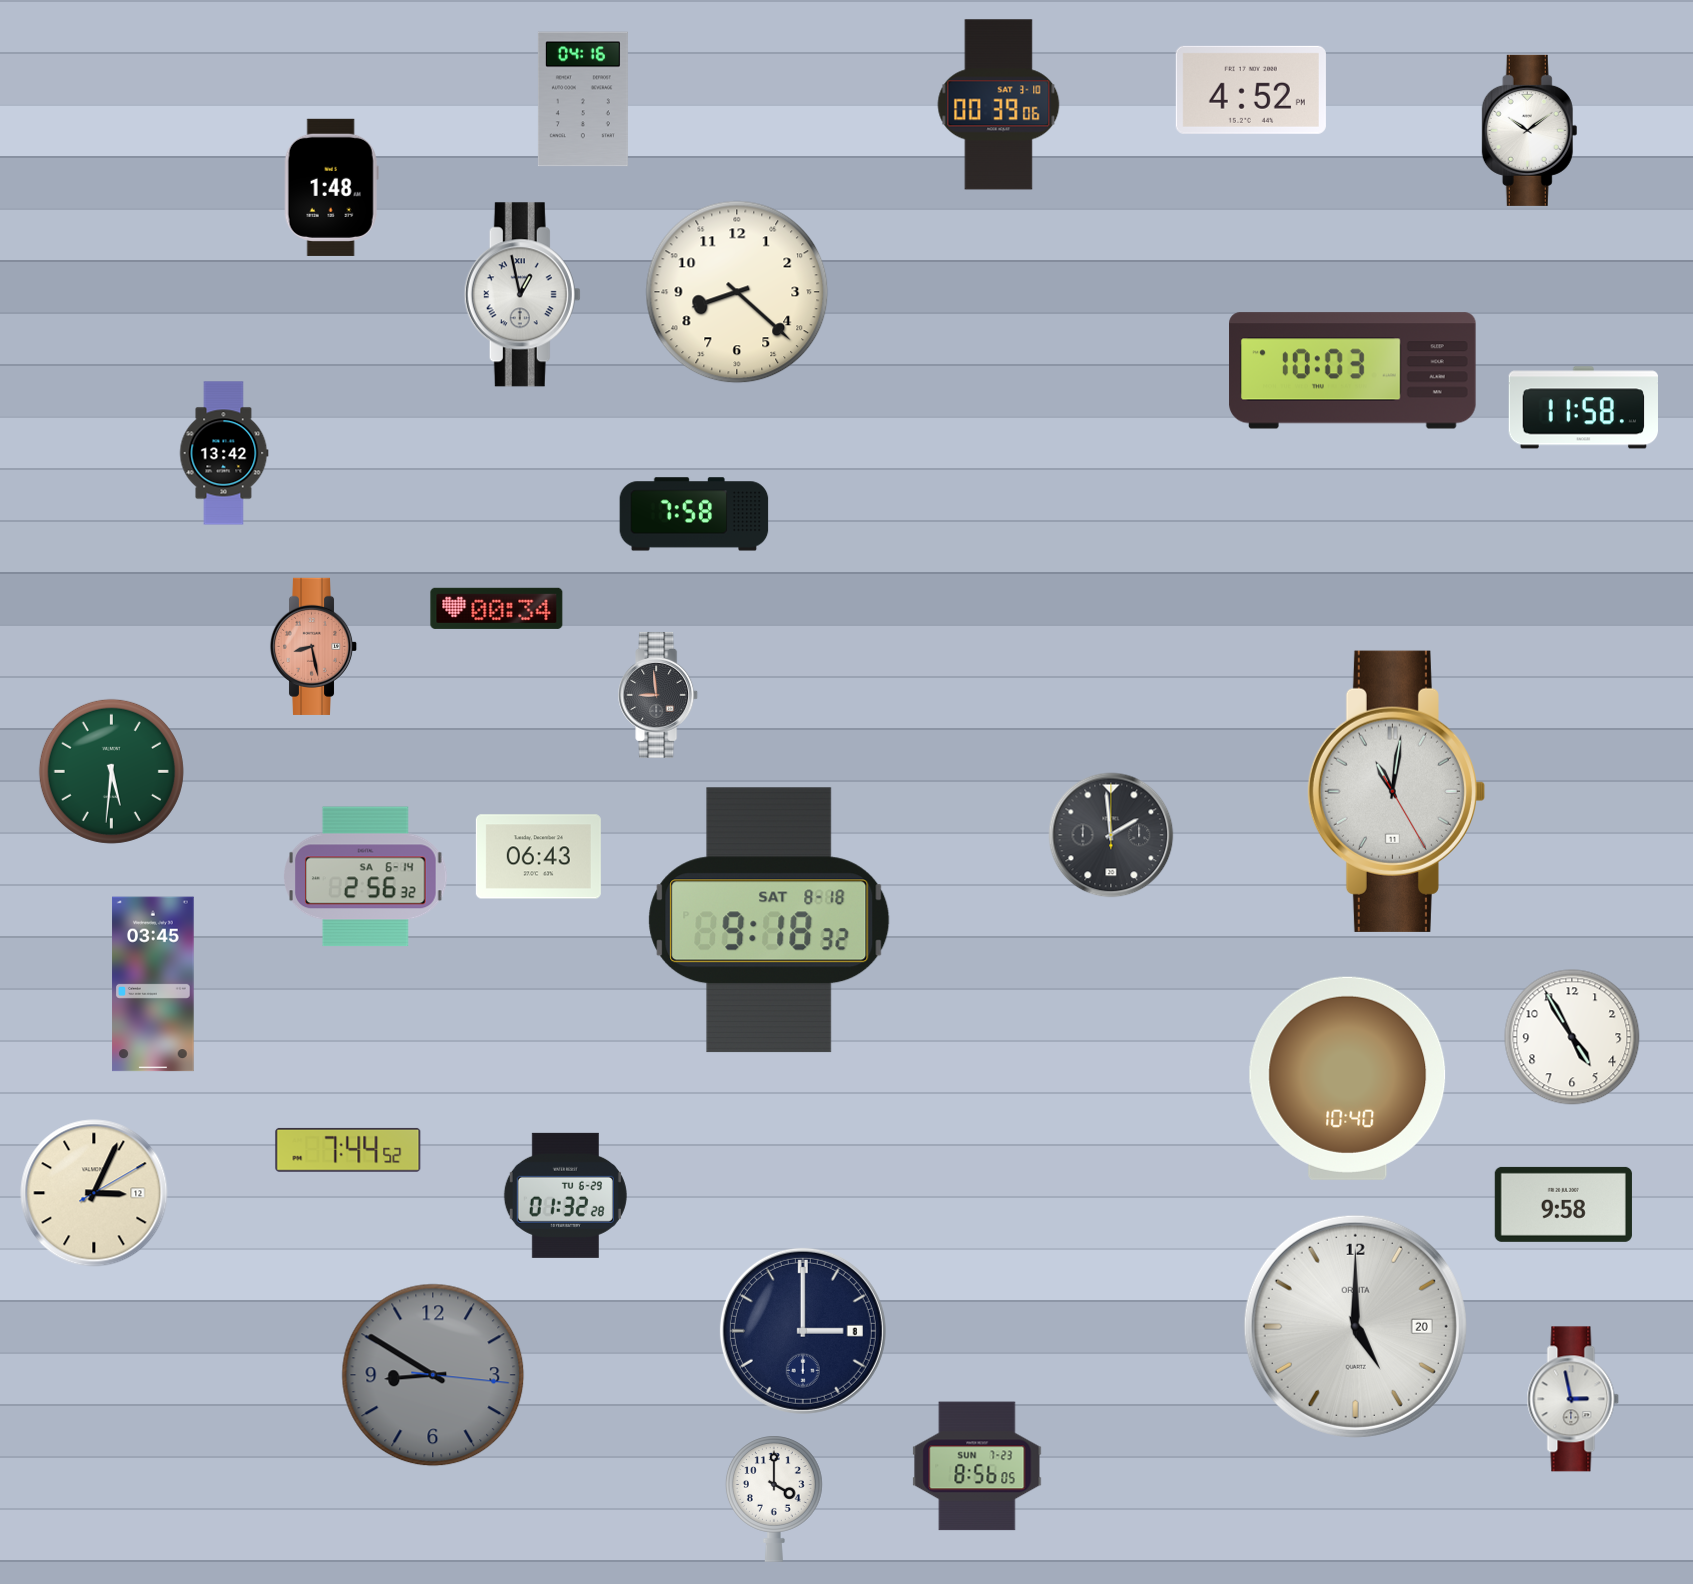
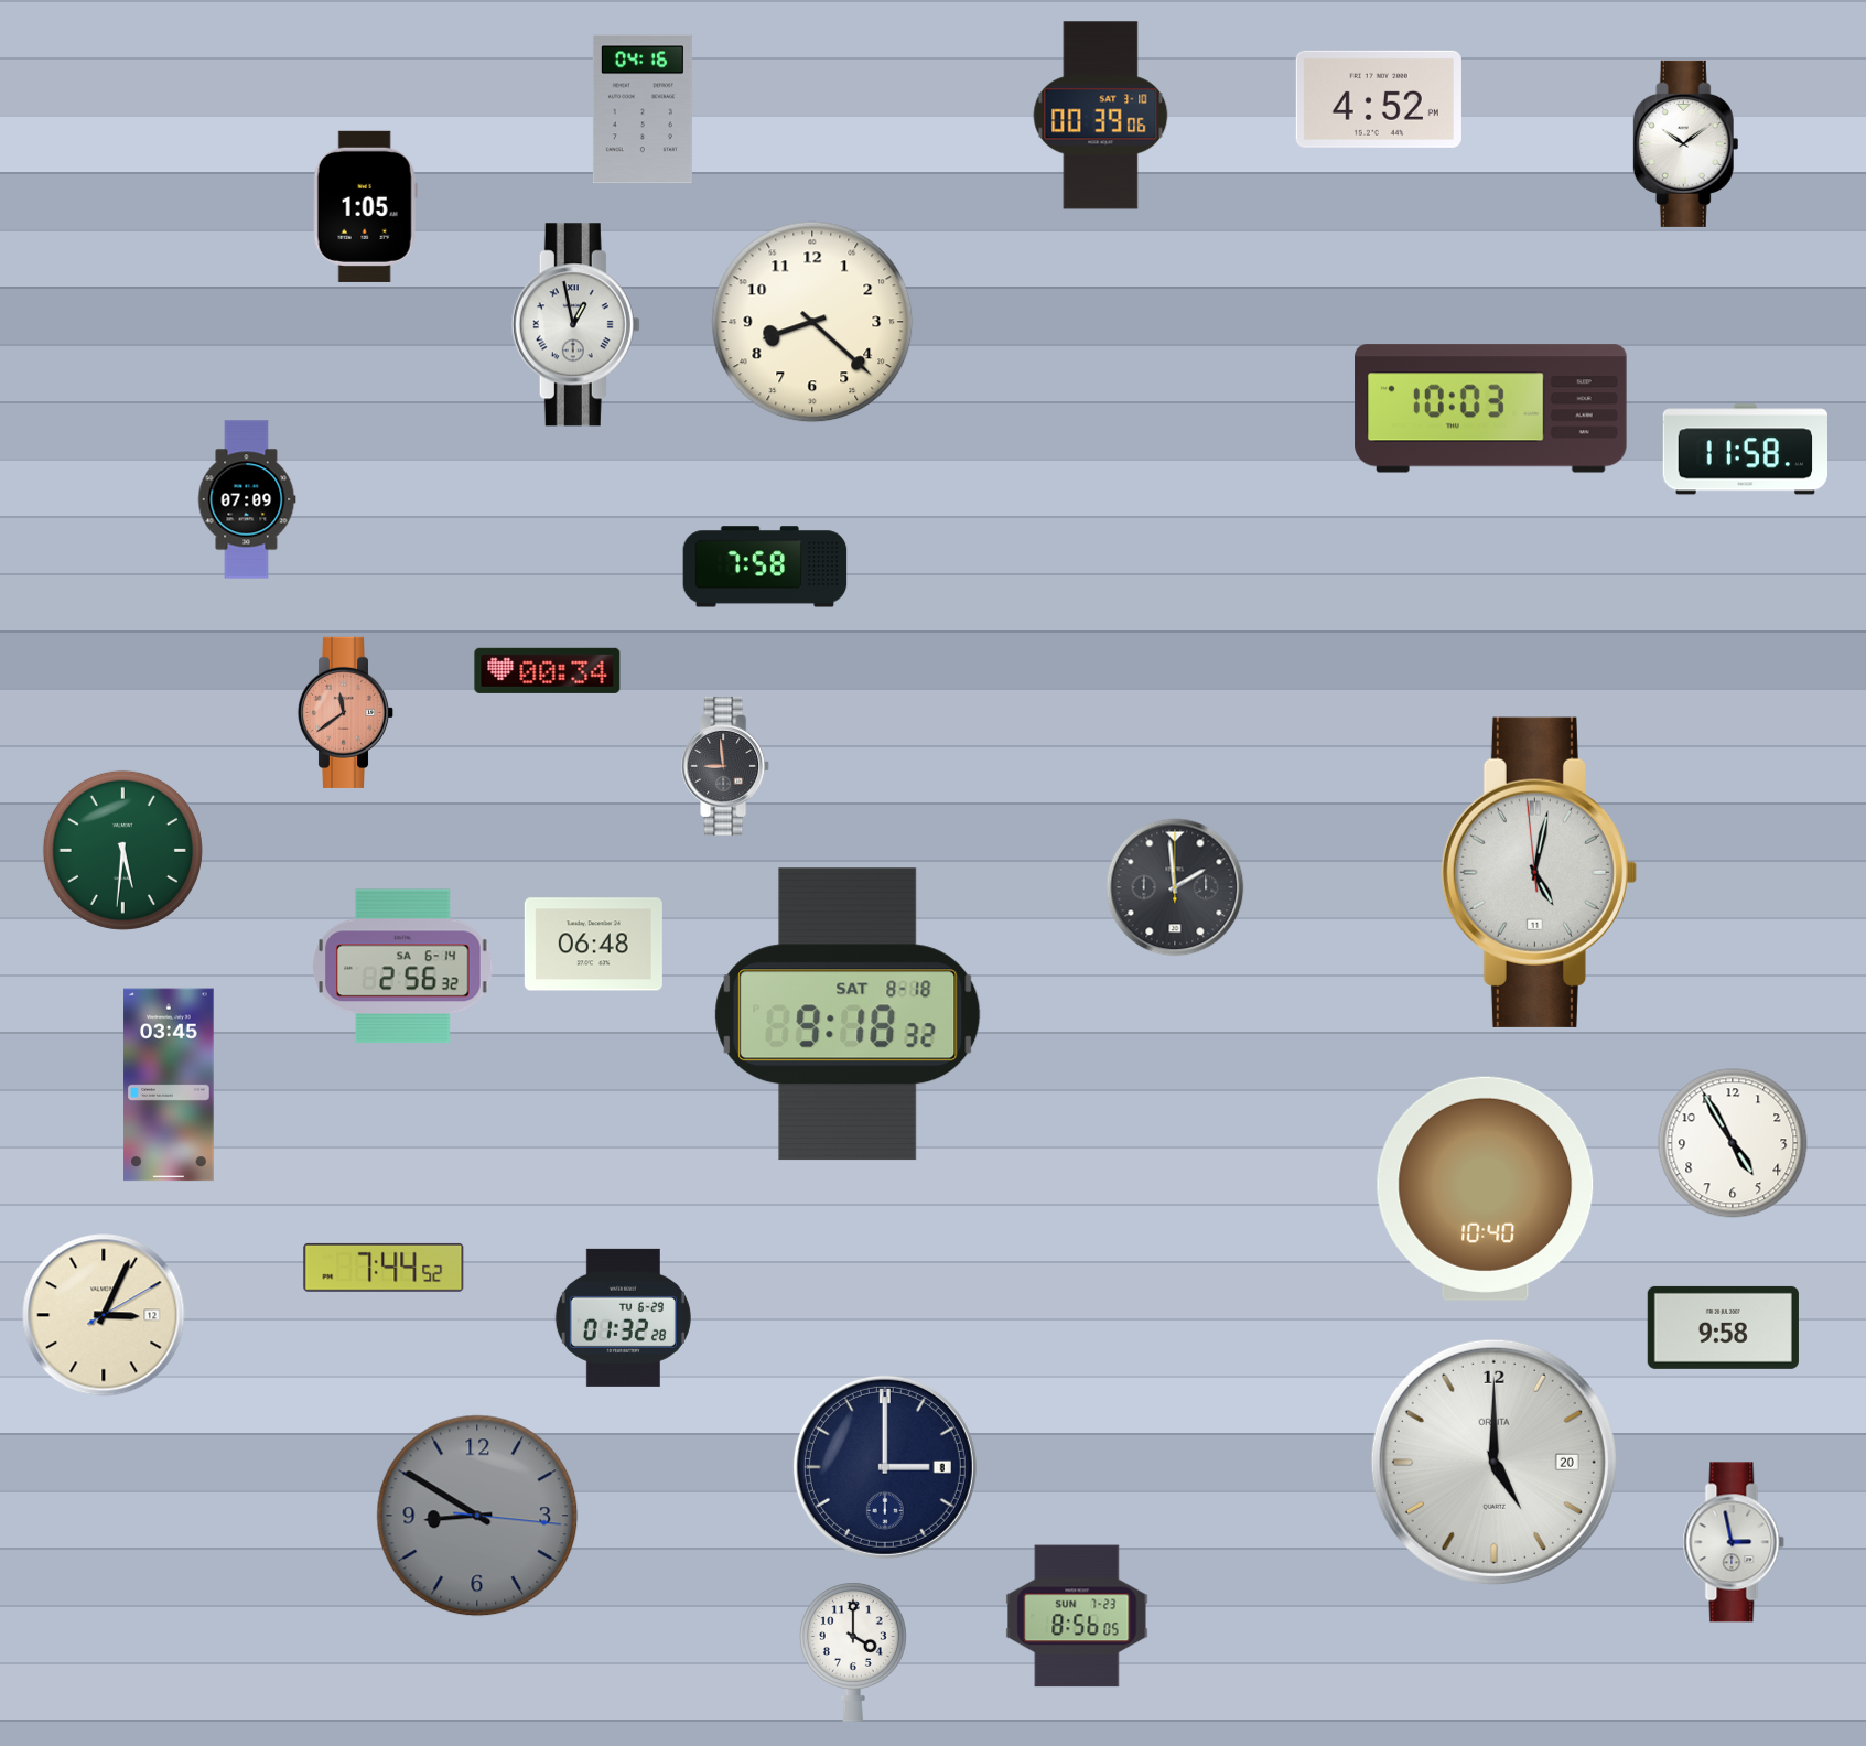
clock at (331, 187): 1:48 -> 1:05
clock at (224, 453): 13:42 -> 07:09
clock at (314, 646): 8:28 -> 11:39
clock at (1396, 791): 11:01 -> 5:01
clock at (1111, 835) position: (1111, 835) -> (1175, 887)
clock at (538, 857): 06:43 -> 06:48
